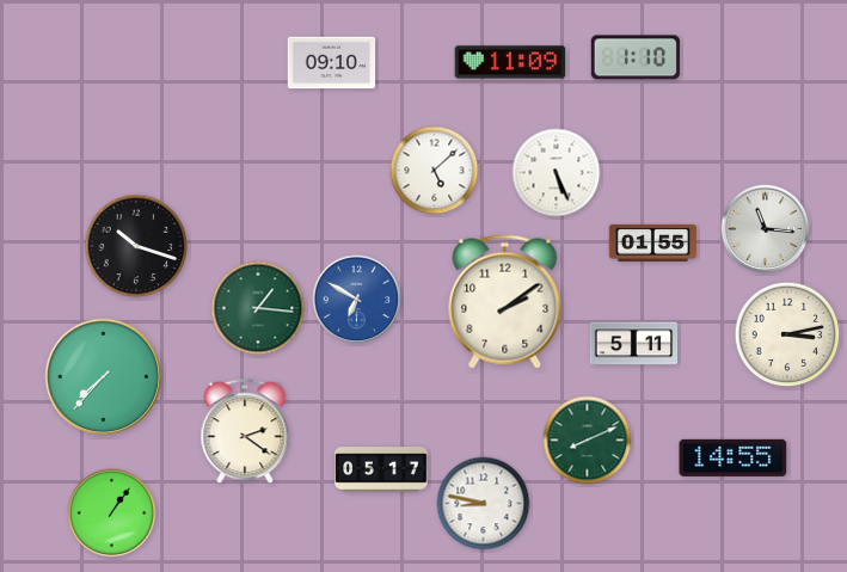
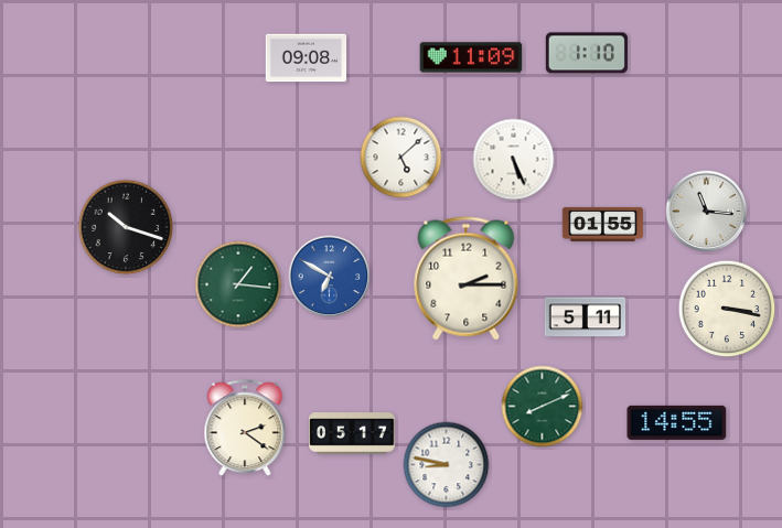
clock at (332, 63): 09:10 -> 09:08
clock at (505, 302): 2:09 -> 2:15
clock at (787, 334): 3:13 -> 3:17
clock at (103, 376): 7:37 -> none
clock at (245, 432) position: (245, 432) -> (245, 429)
clock at (112, 513): 1:06 -> none
